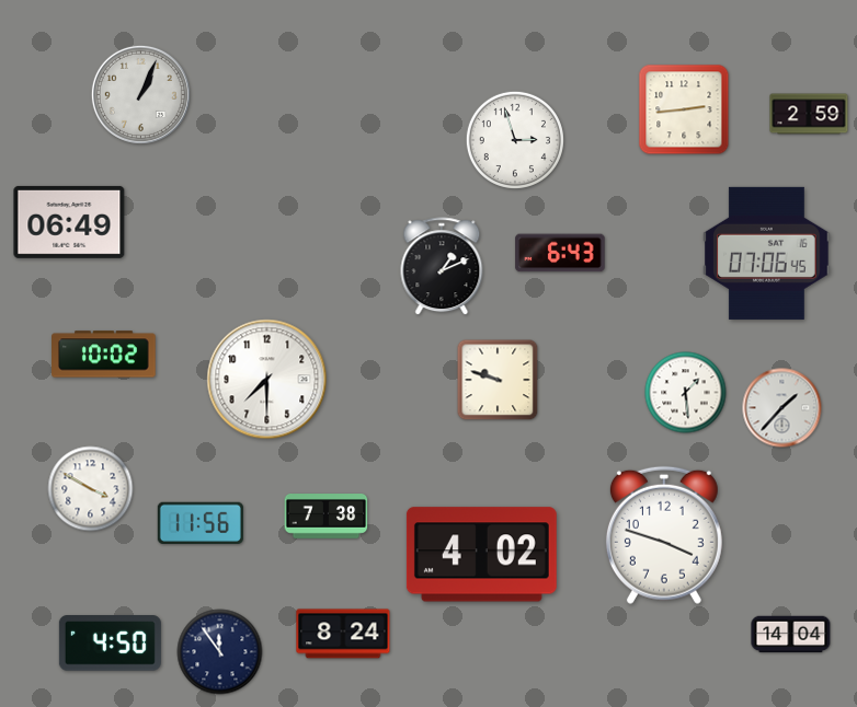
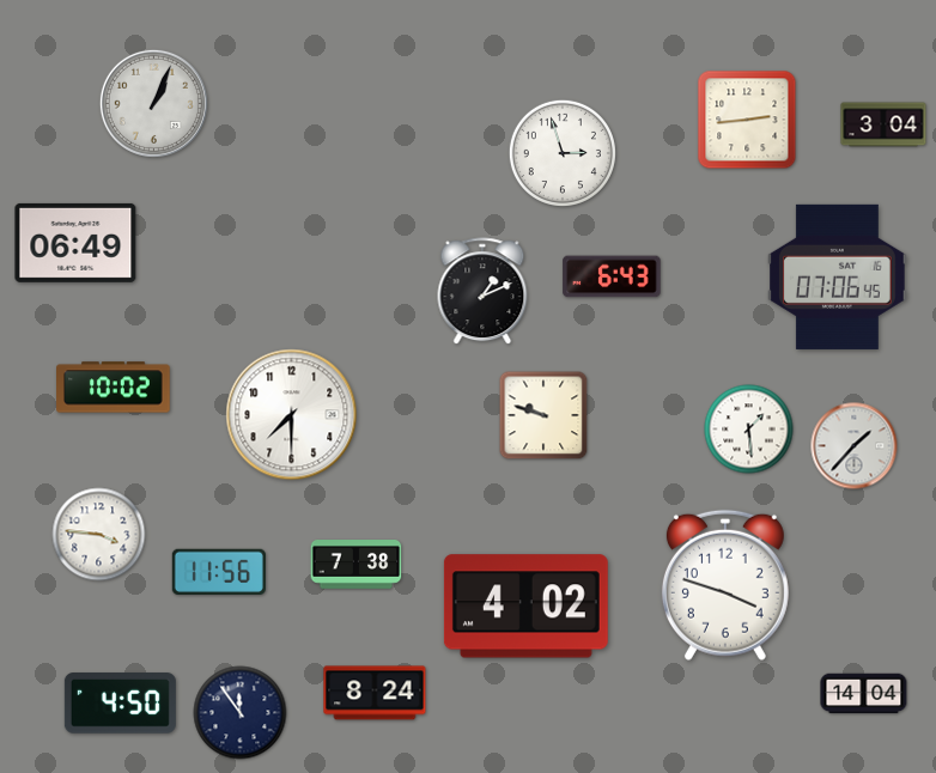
clock at (809, 114): 2:59 -> 3:04
clock at (91, 489): 3:50 -> 3:46
